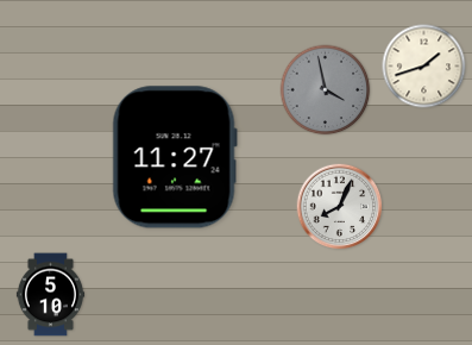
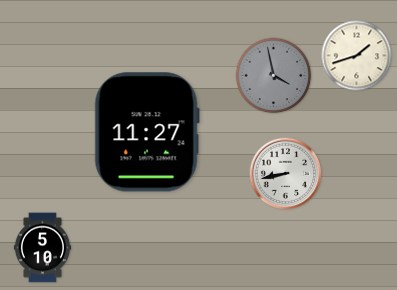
clock at (340, 207): 8:04 -> 8:43
